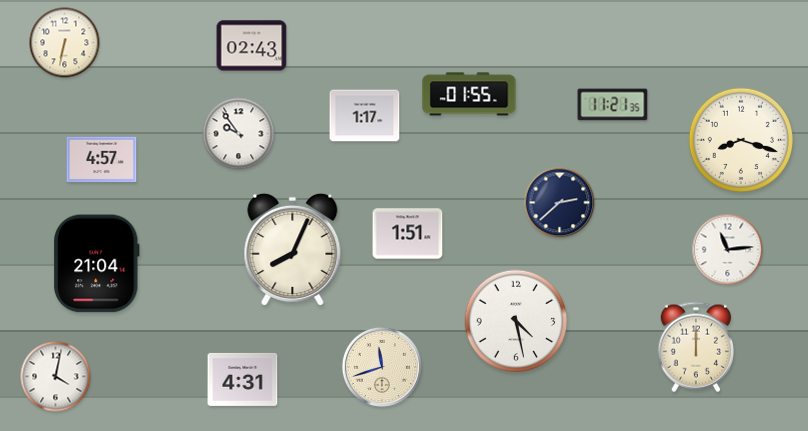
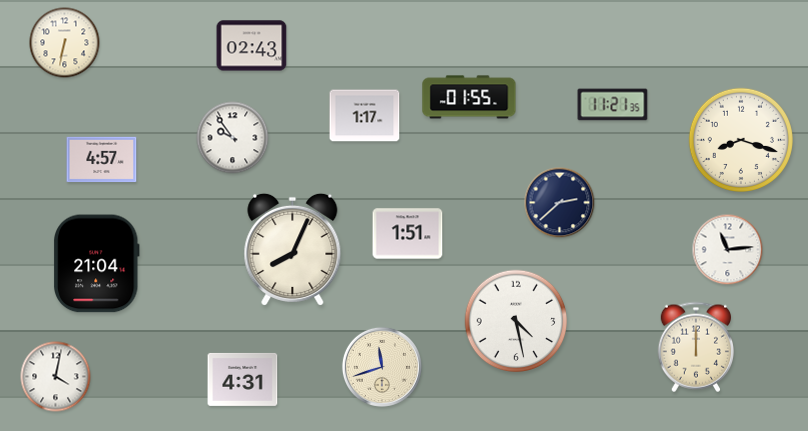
clock at (469, 94) position: (469, 94) -> (469, 97)
clock at (239, 134) position: (239, 134) -> (233, 138)
